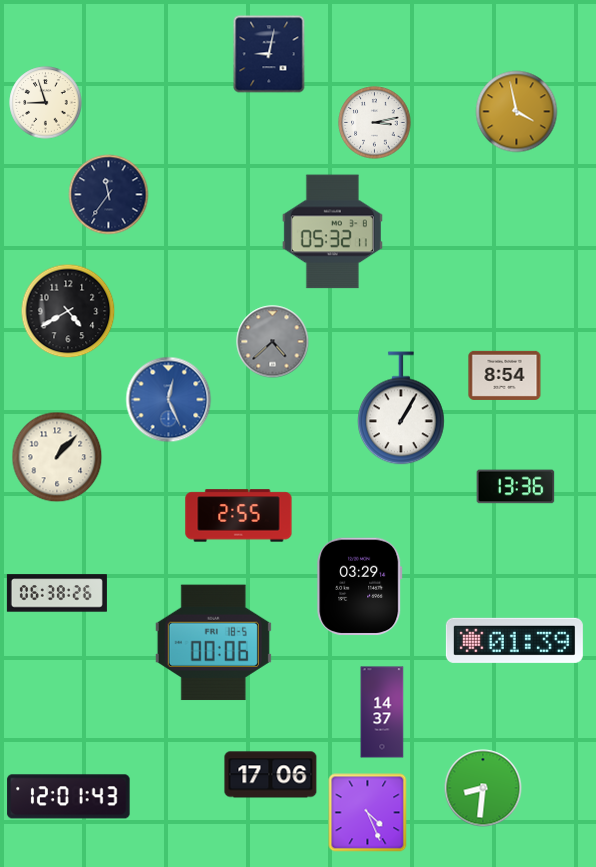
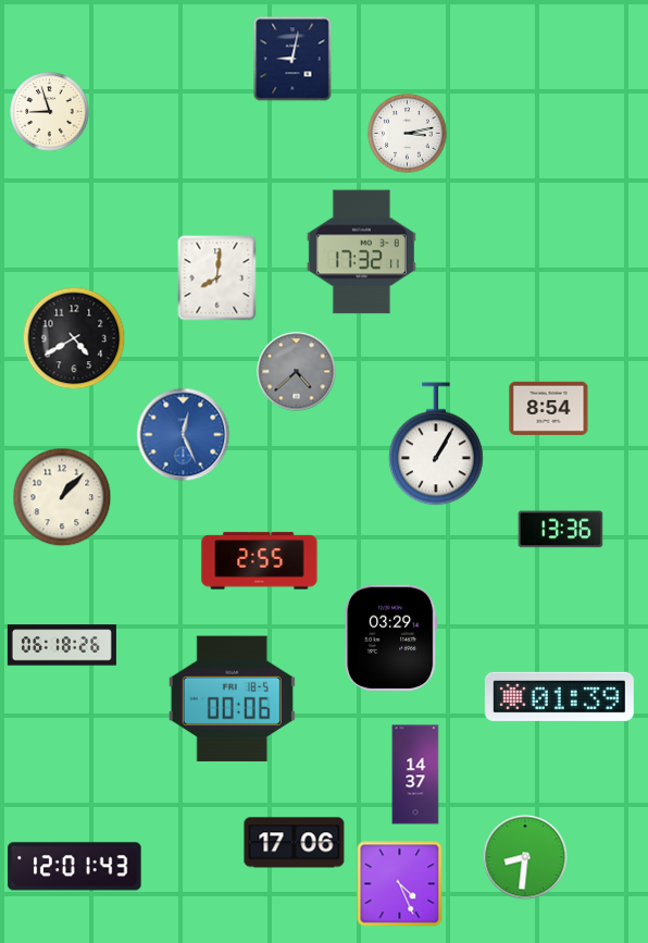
clock at (517, 112): 3:58 -> none
clock at (109, 195): 11:36 -> none
clock at (332, 232): 05:32 -> 17:32
clock at (217, 278): none -> 8:01
clock at (57, 593): 06:38 -> 06:18
